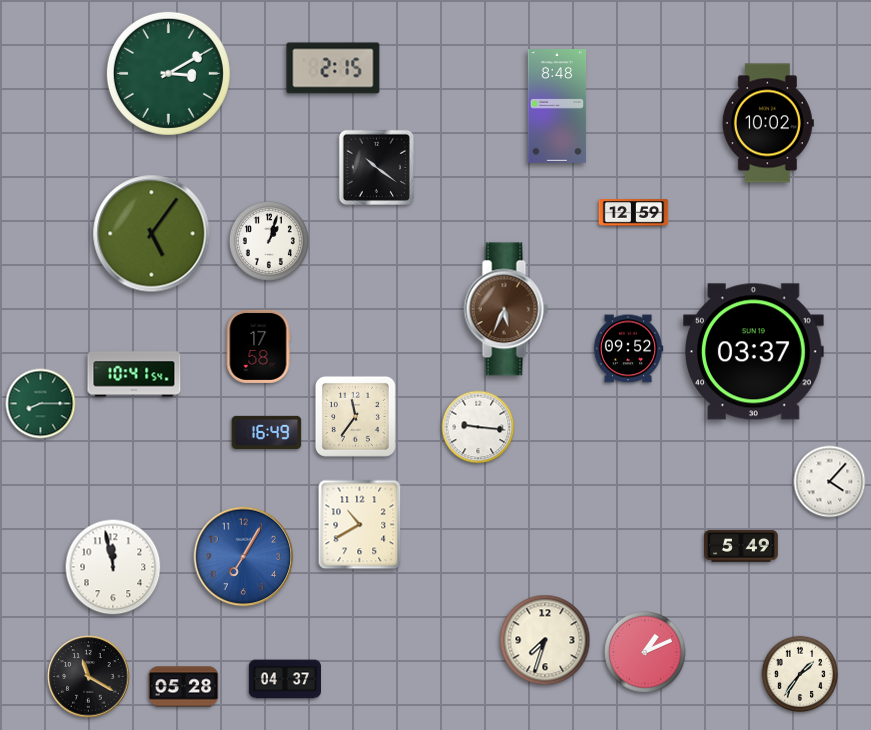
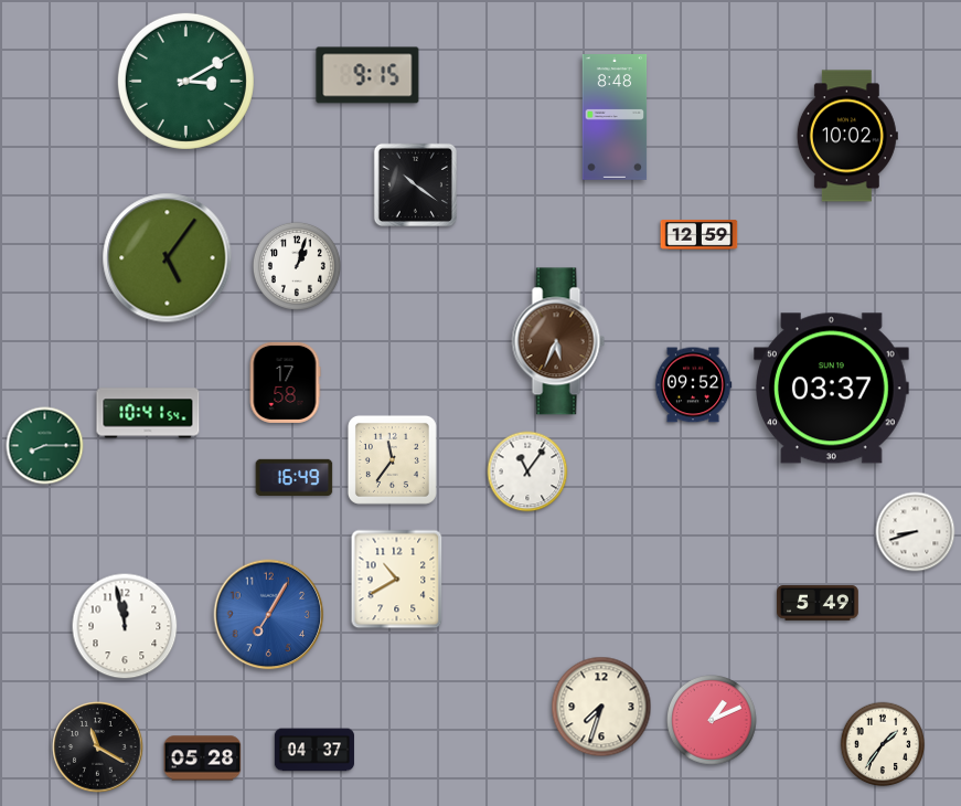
clock at (333, 68): 2:15 -> 9:15
clock at (478, 427): 9:16 -> 11:06
clock at (830, 482): 4:07 -> 8:42
